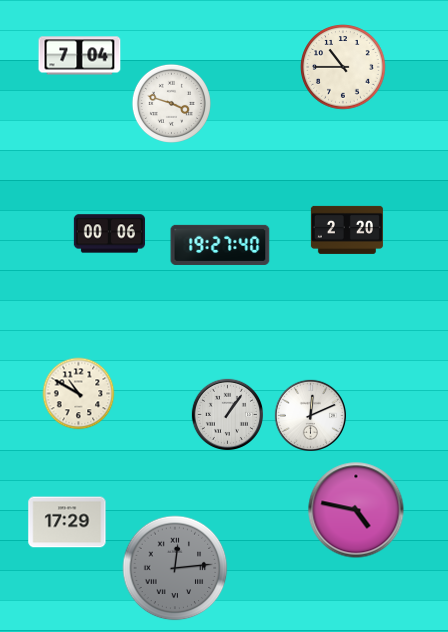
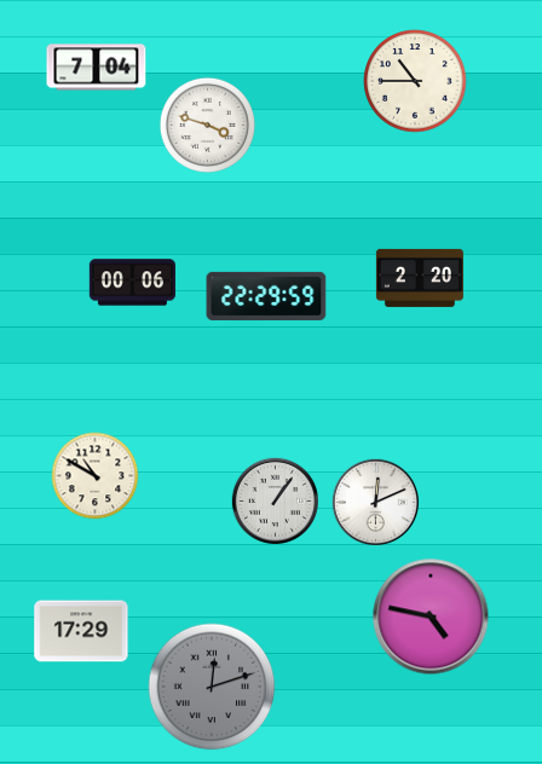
clock at (220, 245): 19:27 -> 22:29
clock at (175, 568): 12:14 -> 12:12
